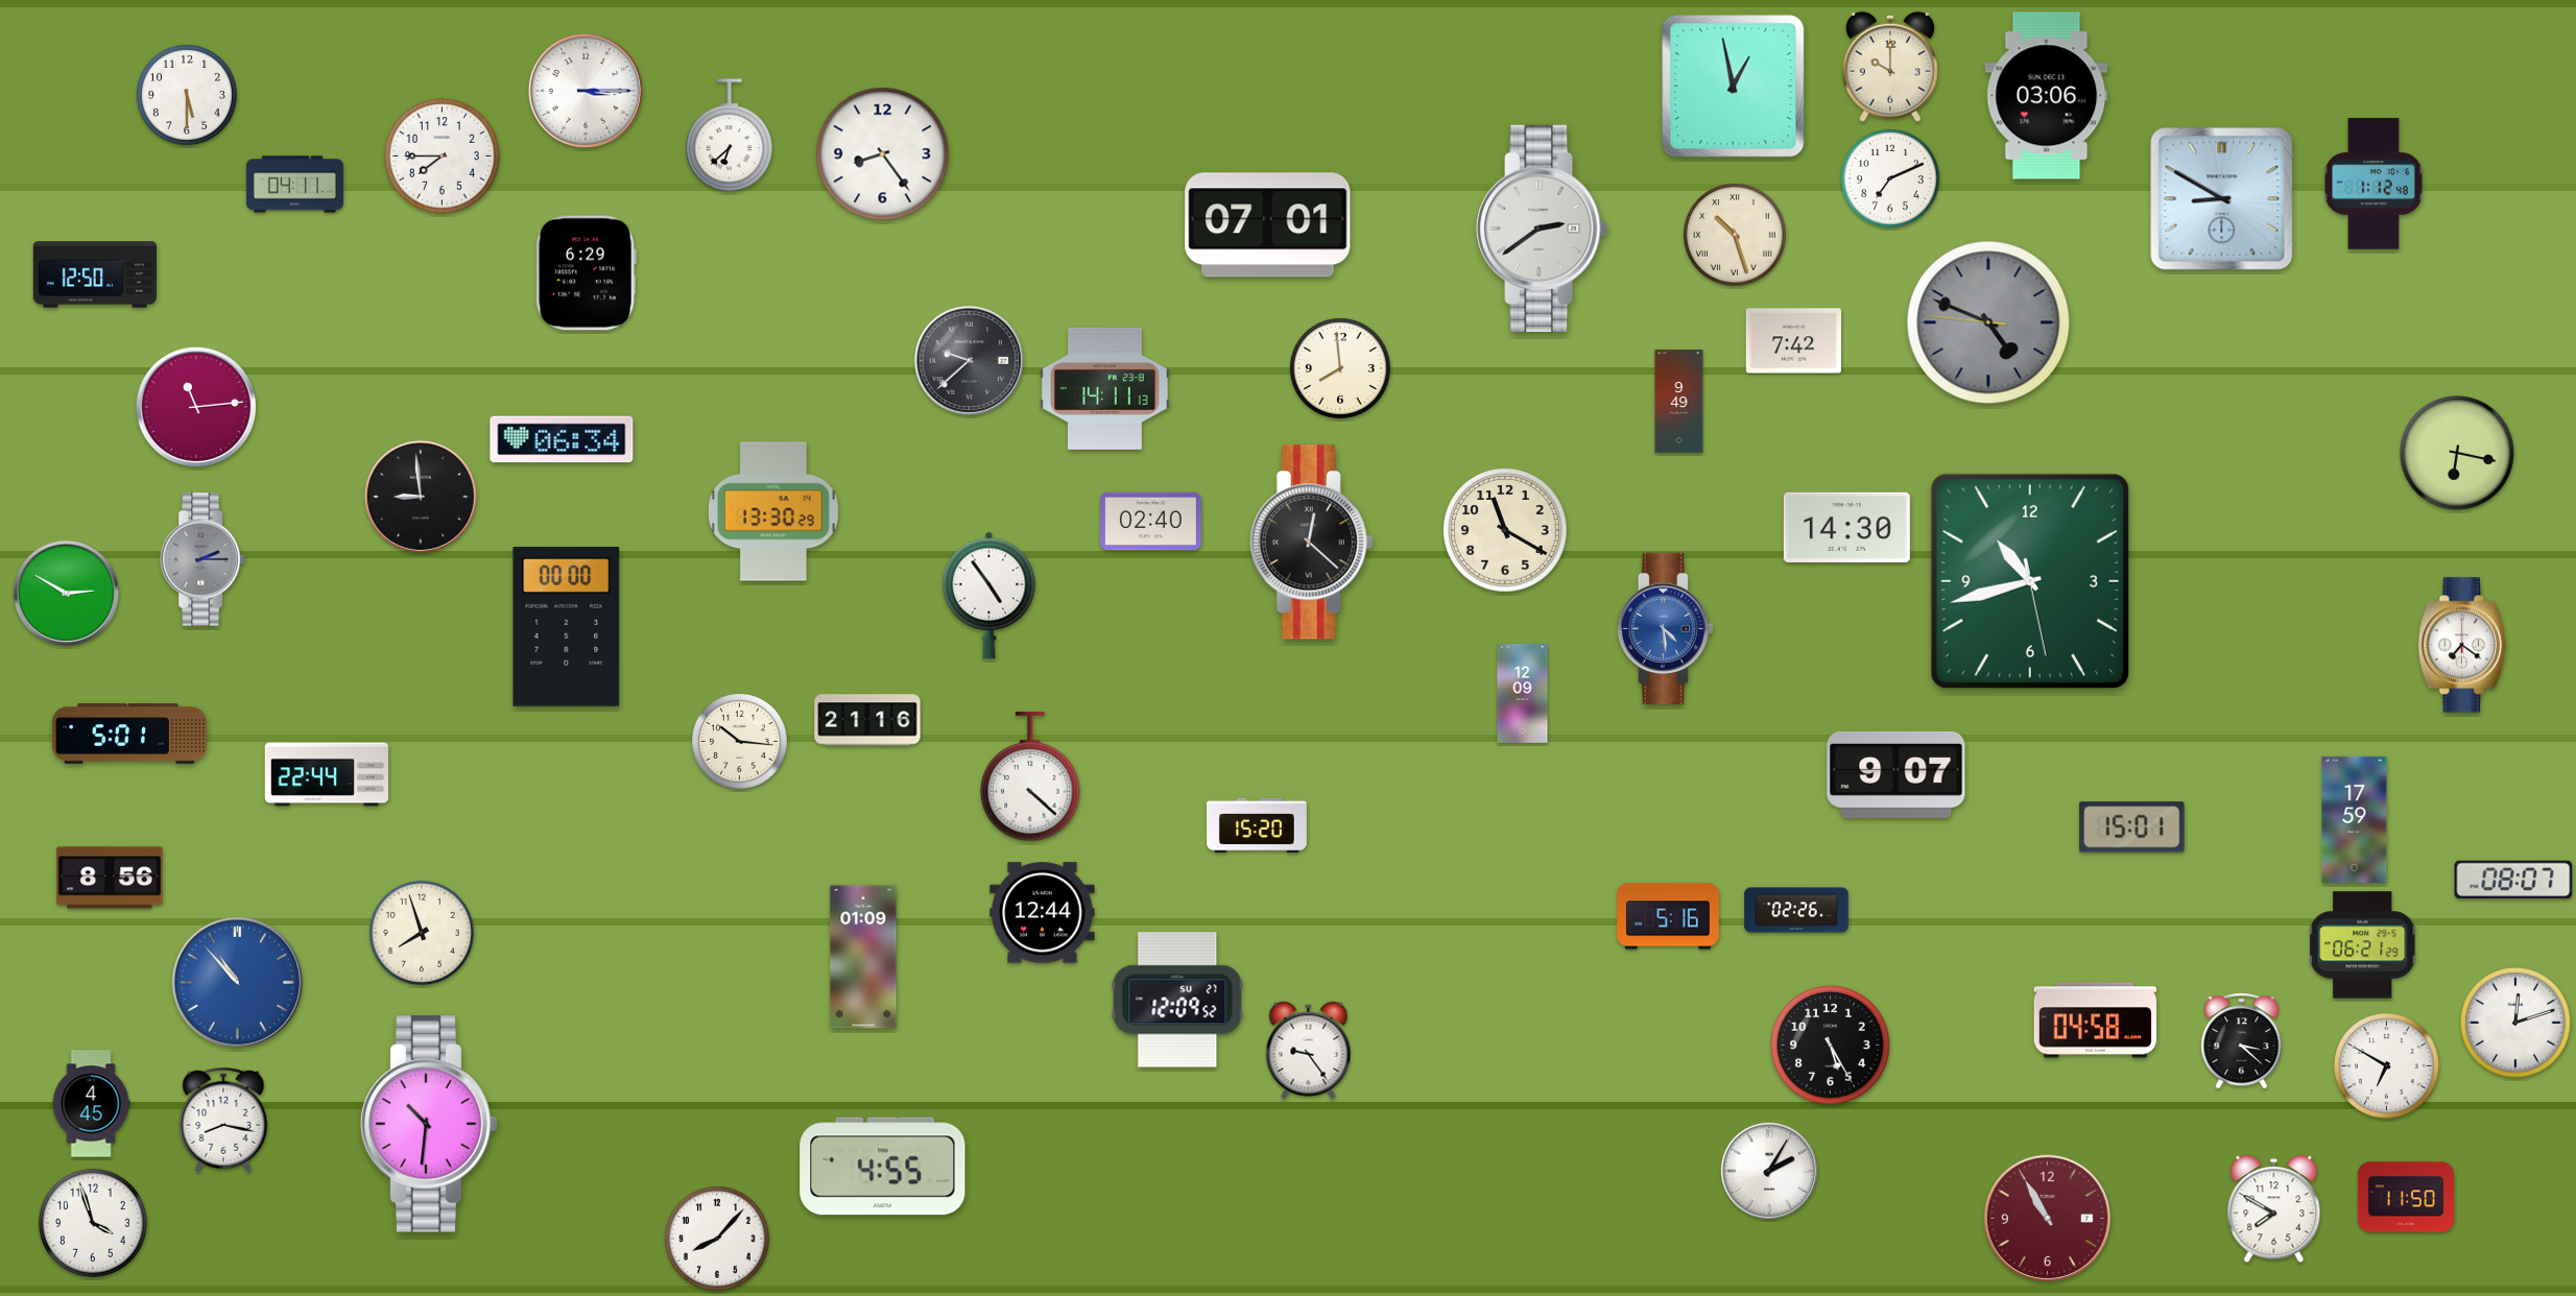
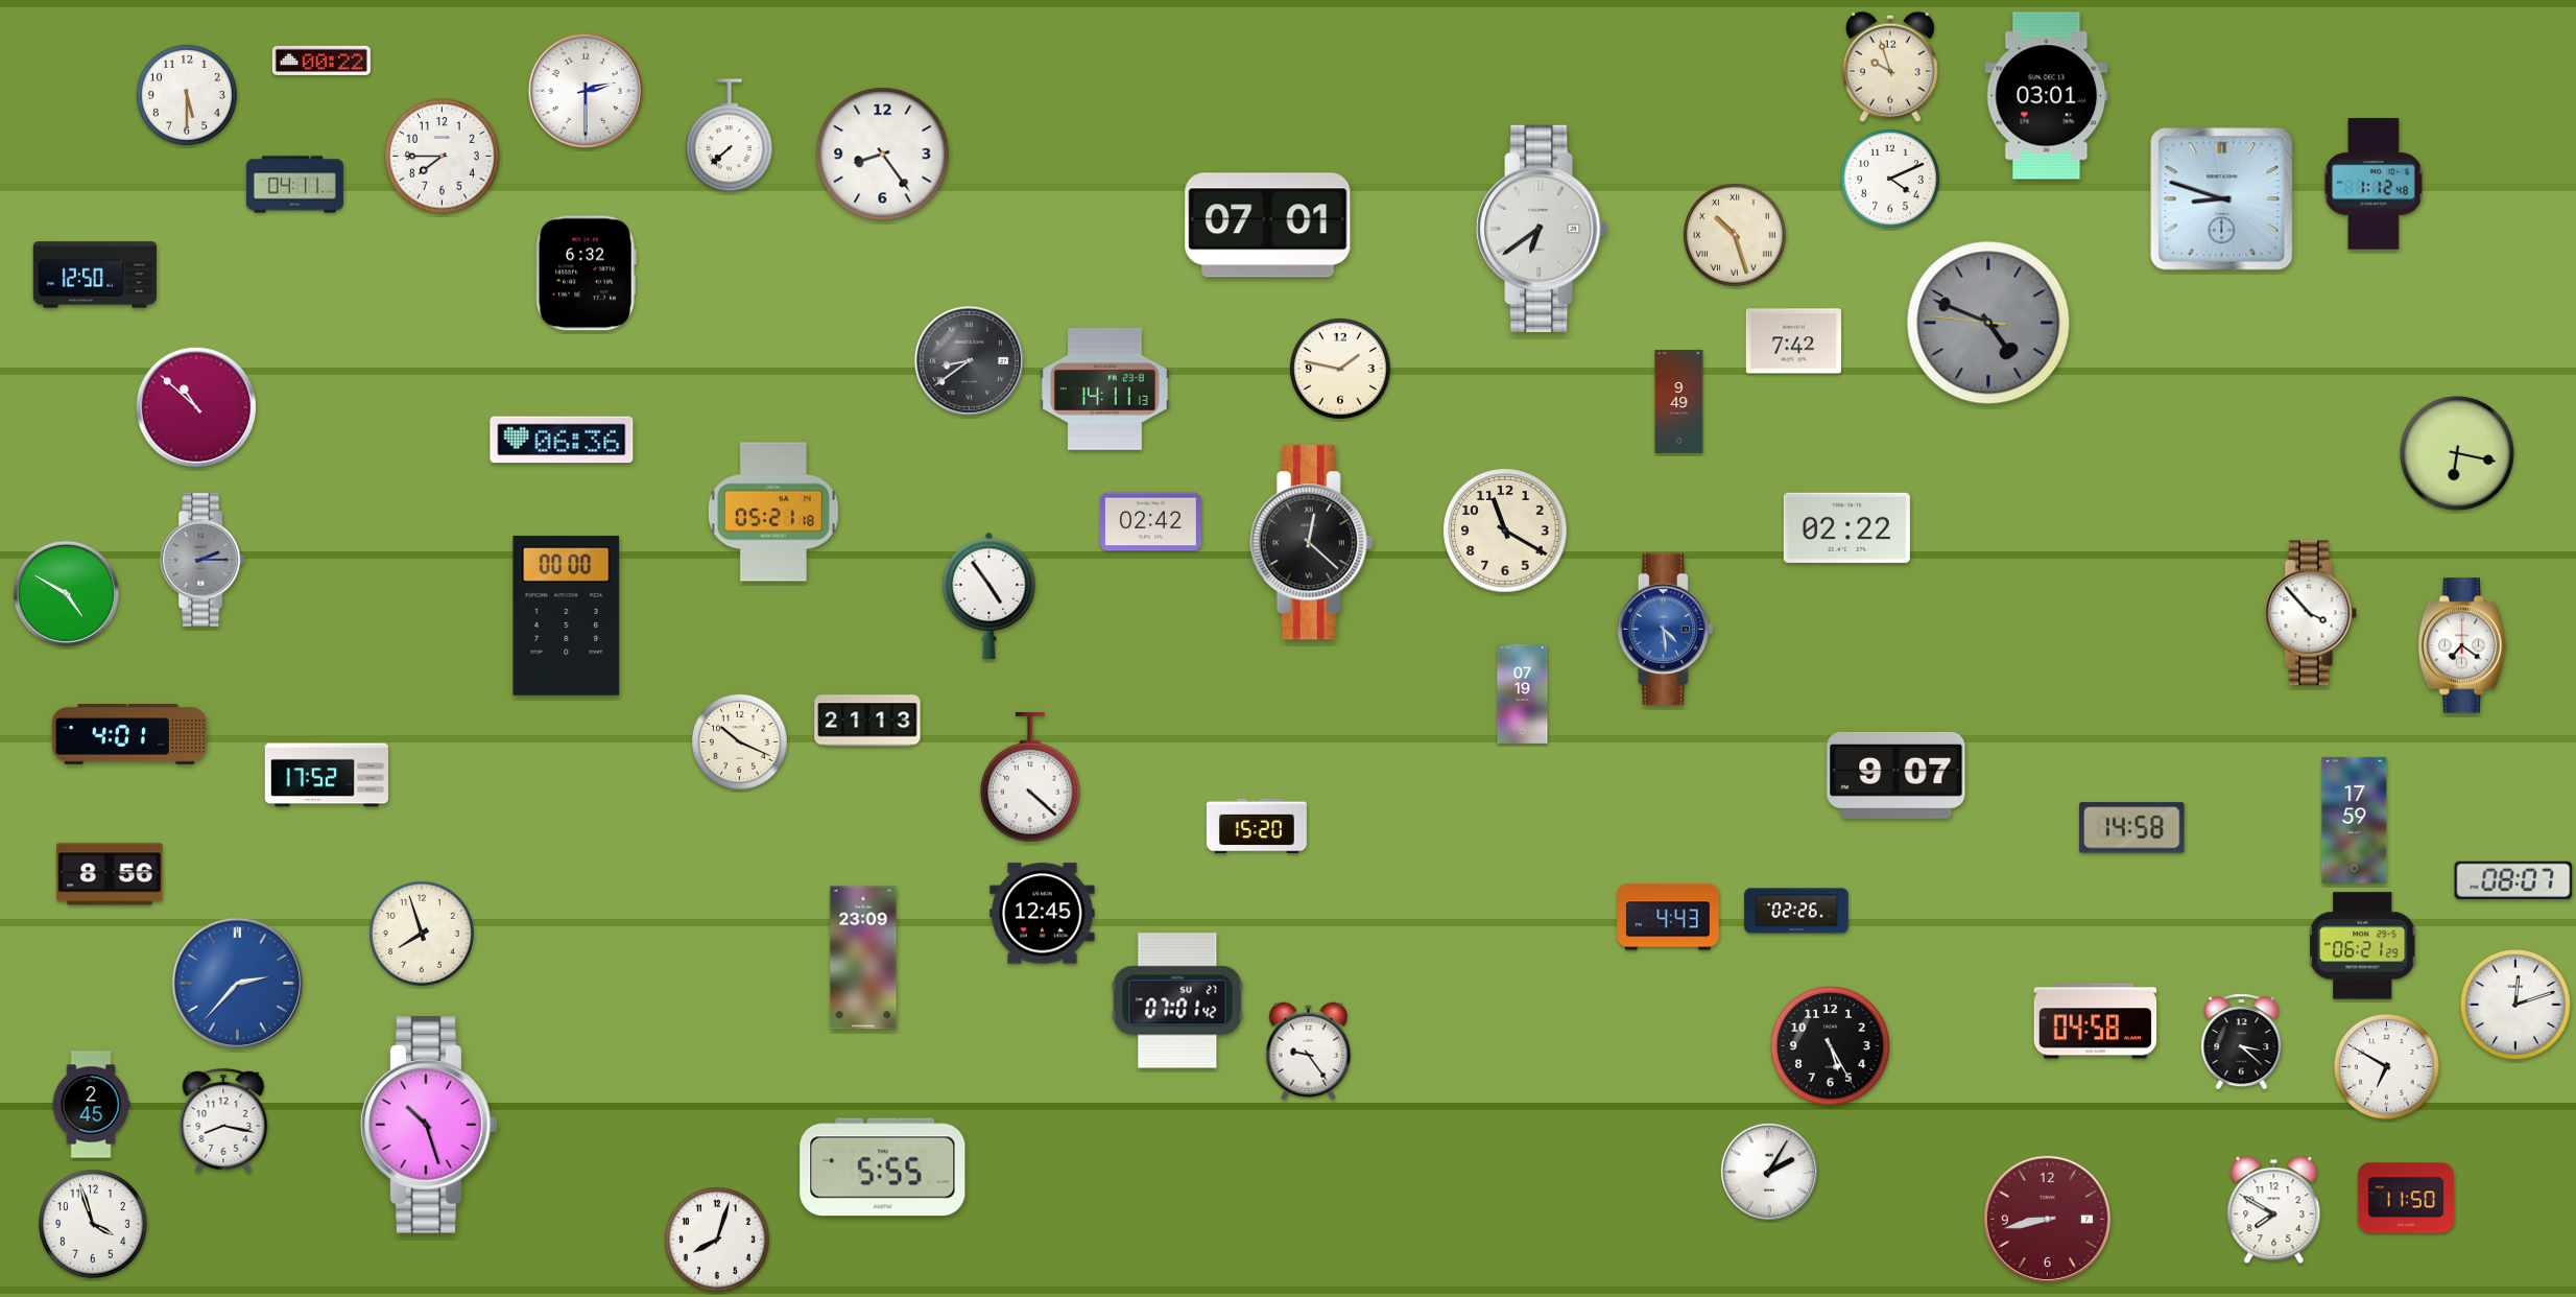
clock at (321, 61): none -> 00:22
clock at (1890, 67): 10:00 -> 9:57
clock at (1734, 87): 12:58 -> none
clock at (586, 91): 3:15 -> 2:30
clock at (2047, 96): 03:06 -> 03:01
clock at (730, 136): 6:38 -> 7:38
clock at (1890, 178): 7:11 -> 4:11
clock at (2222, 199): 8:50 -> 8:48
clock at (1543, 229): 2:39 -> 6:39
clock at (586, 273): 6:29 -> 6:32
clock at (969, 360): 9:38 -> 8:39
clock at (1340, 368): 7:59 -> 1:47
clock at (196, 407): 11:14 -> 10:52
clock at (562, 439): 06:34 -> 06:36
clock at (421, 497): 8:59 -> none
clock at (773, 511): 13:30 -> 05:21
clock at (1151, 522): 02:40 -> 02:42
clock at (1846, 527): 14:30 -> 02:22
clock at (2030, 581): 10:42 -> none
clock at (66, 593): 2:50 -> 4:50
clock at (2311, 613): none -> 3:53
clock at (567, 627) position: (567, 627) -> (567, 616)
clock at (1523, 693): 12:09 -> 07:19
clock at (867, 720): 21:16 -> 21:13
clock at (129, 734): 5:01 -> 4:01
clock at (739, 741): 10:16 -> 10:19
clock at (326, 774): 22:44 -> 17:52
clock at (2132, 827): 15:01 -> 14:58
clock at (110, 878) position: (110, 878) -> (110, 874)
clock at (1043, 913): 12:44 -> 12:45
clock at (1668, 916): 5:16 -> 4:43
clock at (863, 957): 01:09 -> 23:09
clock at (237, 982): 10:53 -> 2:37
clock at (1177, 1000): 12:09 -> 07:01
clock at (2515, 1023) position: (2515, 1023) -> (2515, 1005)
clock at (91, 1104): 4:45 -> 2:45
clock at (429, 1125): 10:31 -> 10:27
clock at (883, 1167): 4:55 -> 5:55
clock at (2047, 1218): 10:55 -> 8:43
clock at (718, 1240): 8:07 -> 8:03
